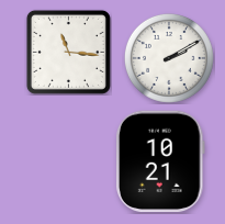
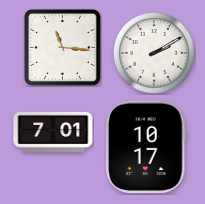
clock at (53, 133): none -> 7:01
clock at (161, 161): 10:21 -> 10:17
